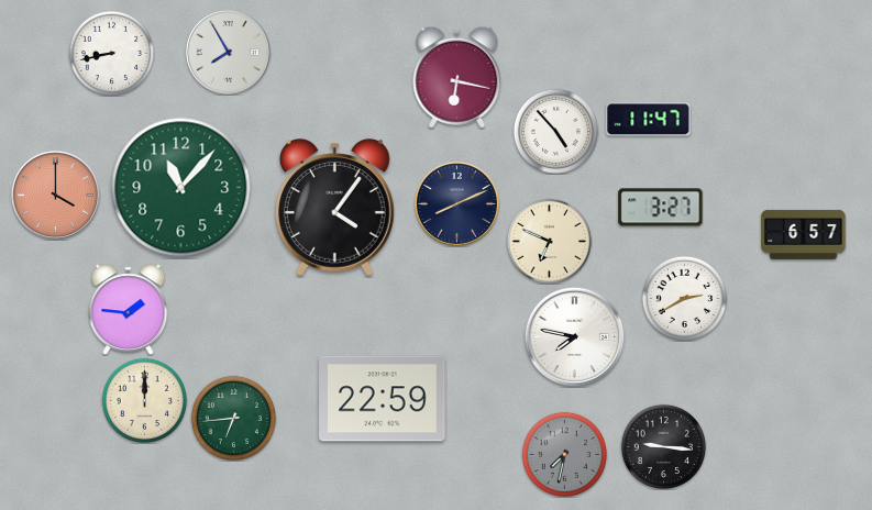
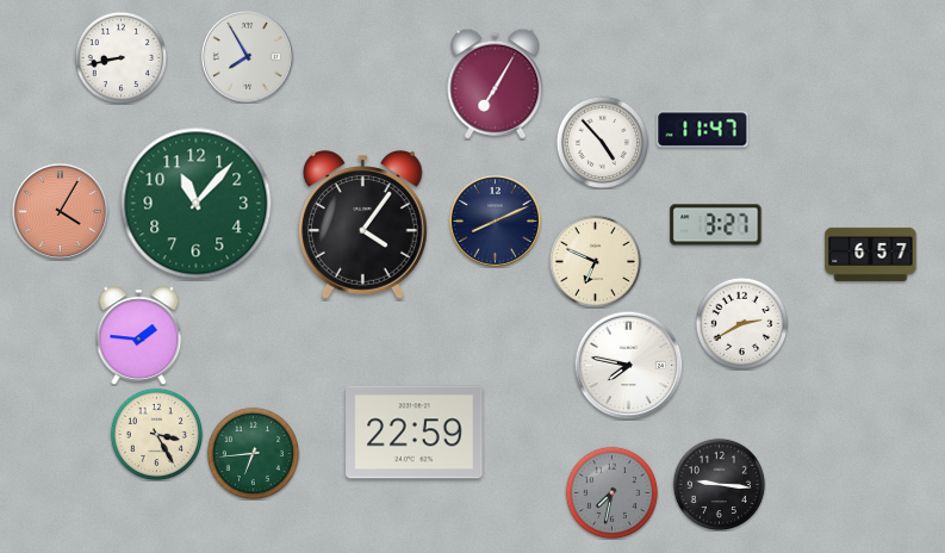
clock at (457, 77): 6:17 -> 7:05
clock at (55, 195): 4:00 -> 4:05
clock at (574, 336) position: (574, 336) -> (628, 365)
clock at (144, 400): 12:00 -> 3:25
